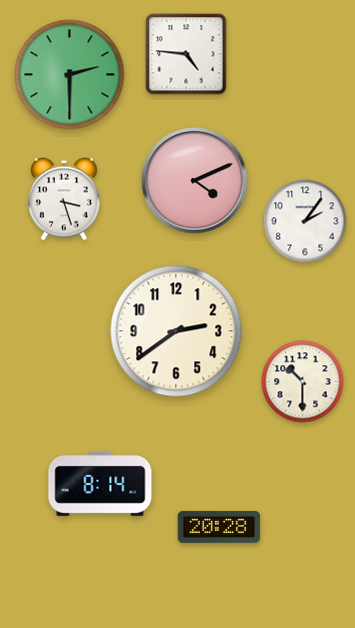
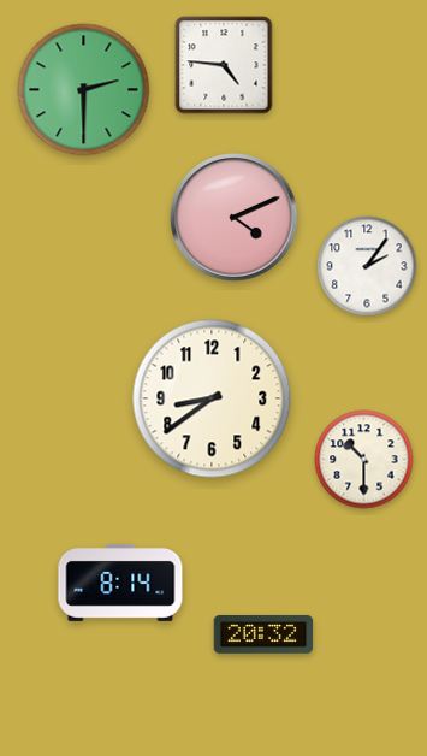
clock at (64, 199): 3:27 -> none
clock at (176, 331): 2:39 -> 8:39
clock at (219, 527): 20:28 -> 20:32
